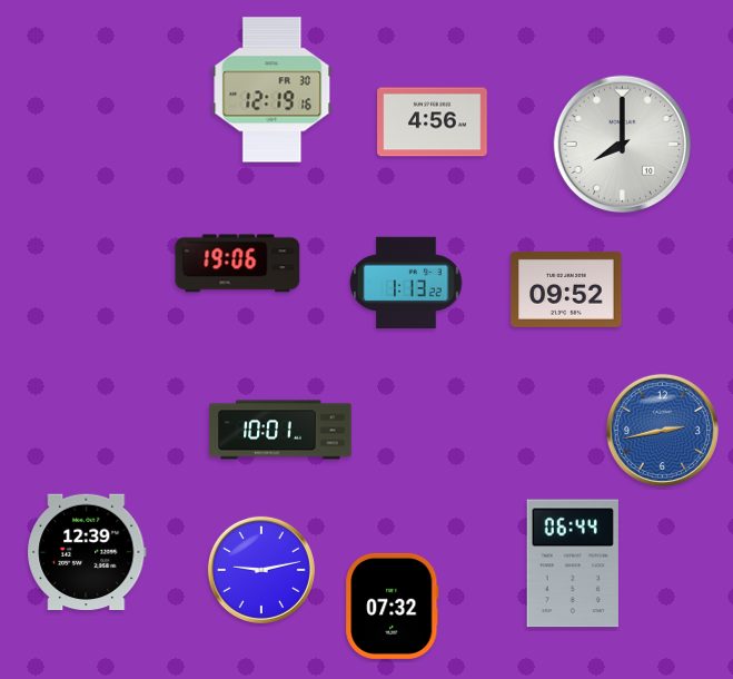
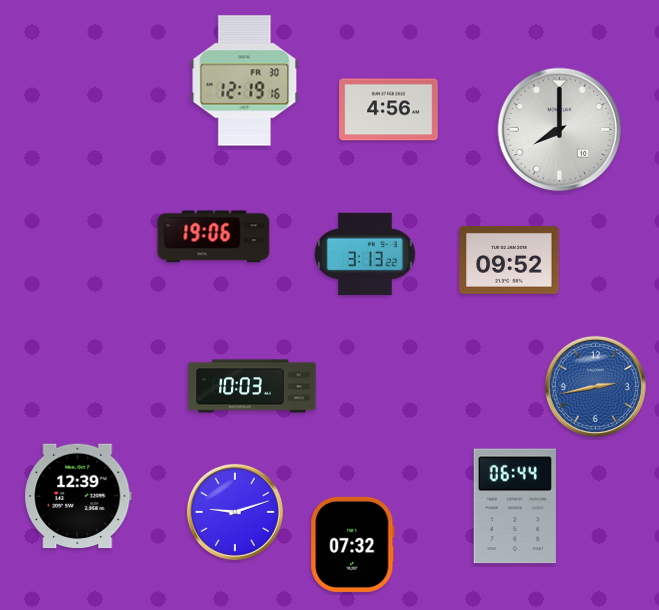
clock at (406, 282): 1:13 -> 3:13
clock at (280, 430): 10:01 -> 10:03
clock at (261, 570): 9:13 -> 9:12
